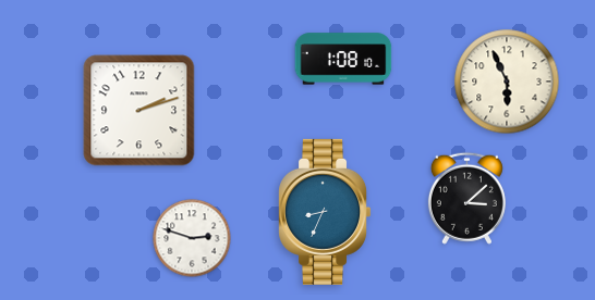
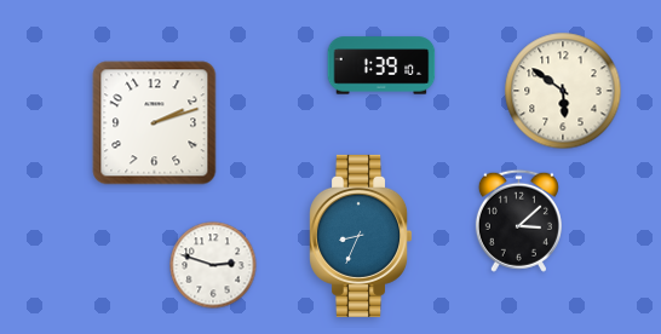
clock at (343, 59): 1:08 -> 1:39
clock at (507, 82): 5:56 -> 5:51
